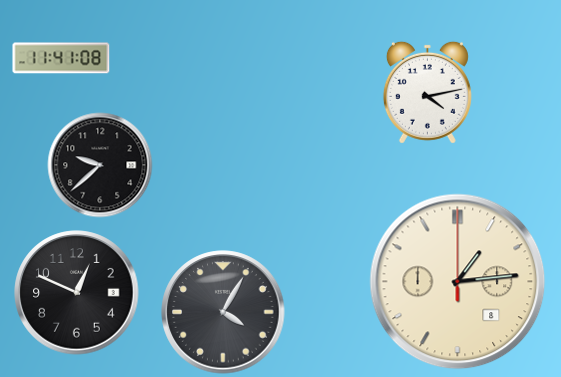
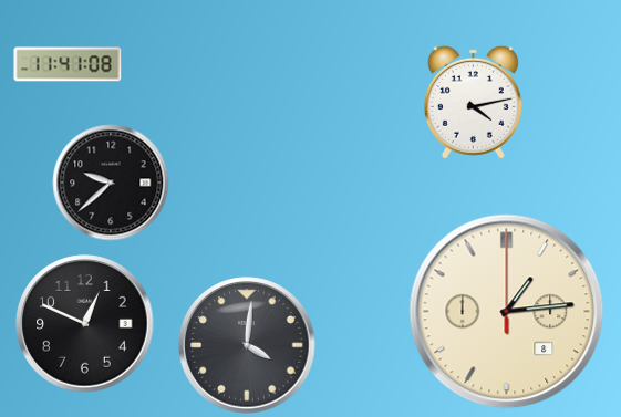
clock at (223, 312): 4:05 -> 4:01
